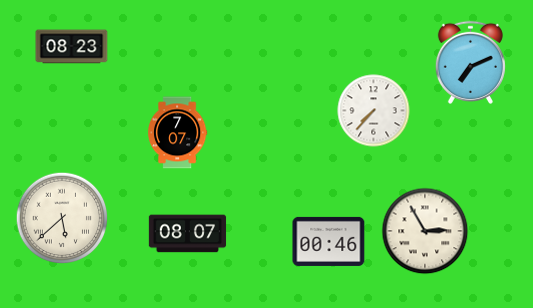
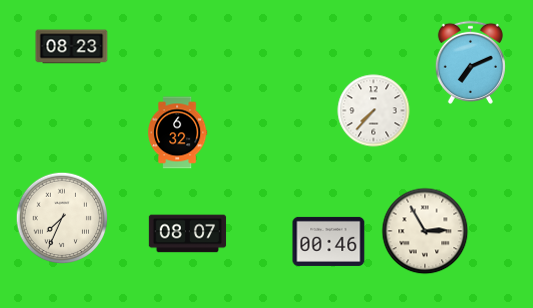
clock at (178, 133): 7:07 -> 6:32
clock at (62, 218): 5:38 -> 7:34
